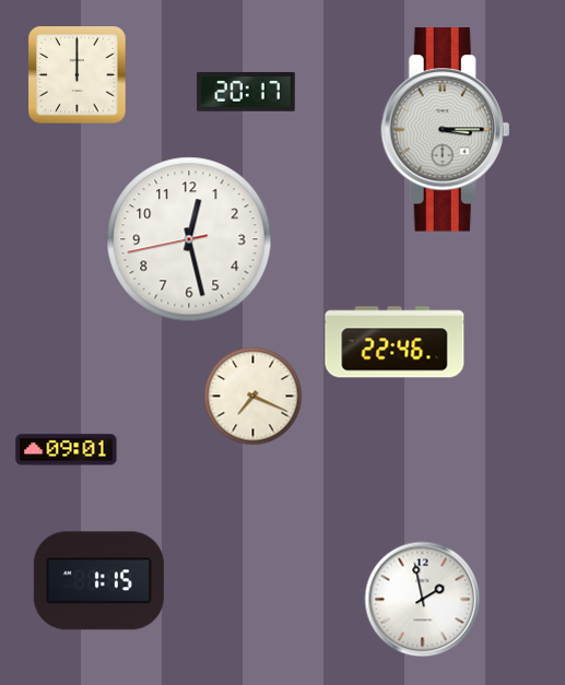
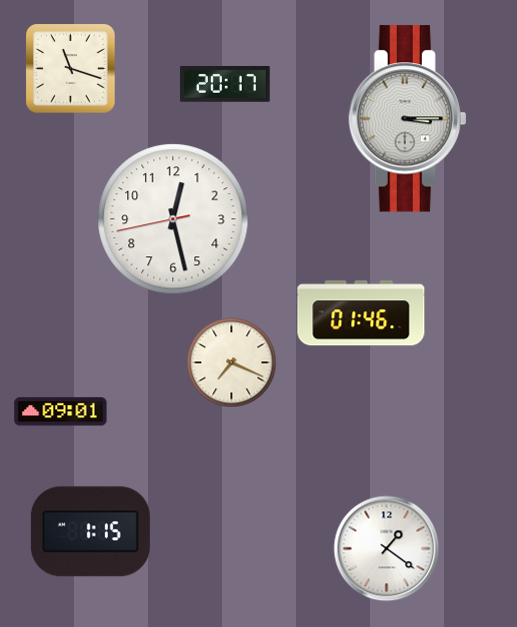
clock at (78, 75): 12:00 -> 11:18
clock at (395, 342): 22:46 -> 01:46
clock at (423, 600): 1:58 -> 1:21
